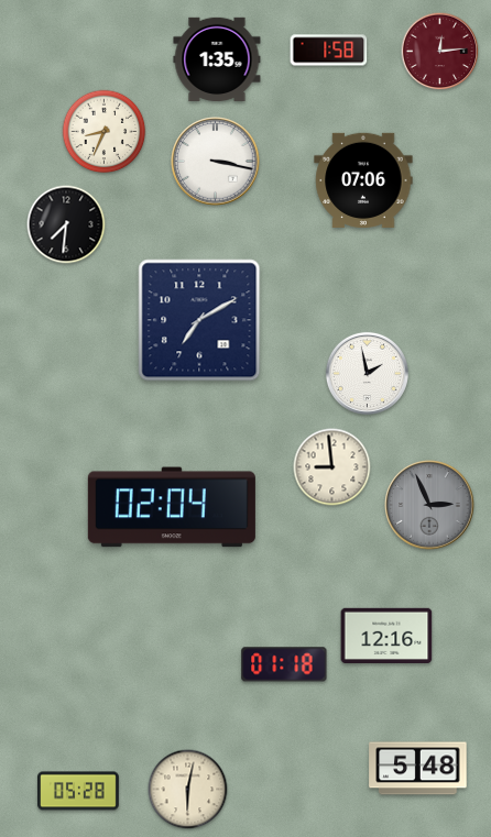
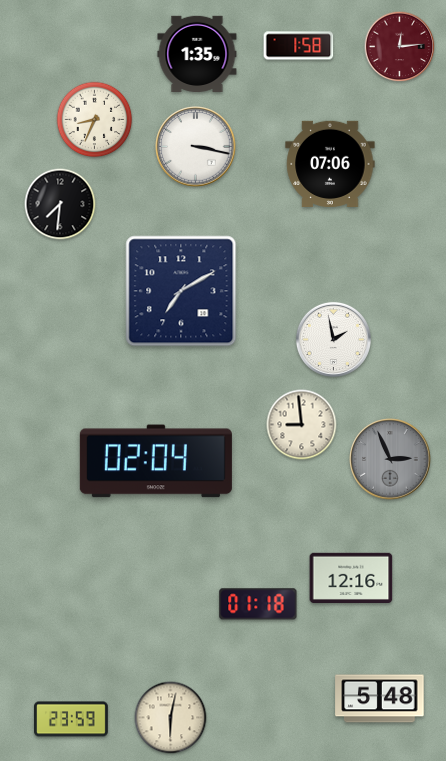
clock at (79, 791): 05:28 -> 23:59
